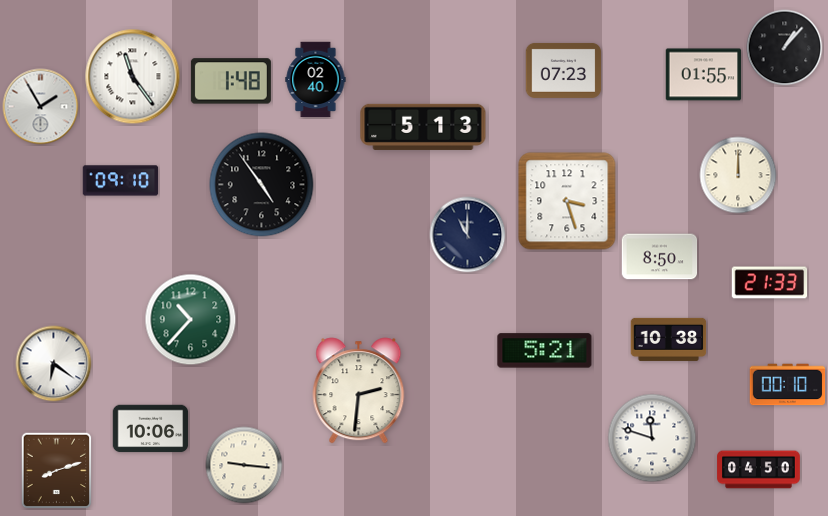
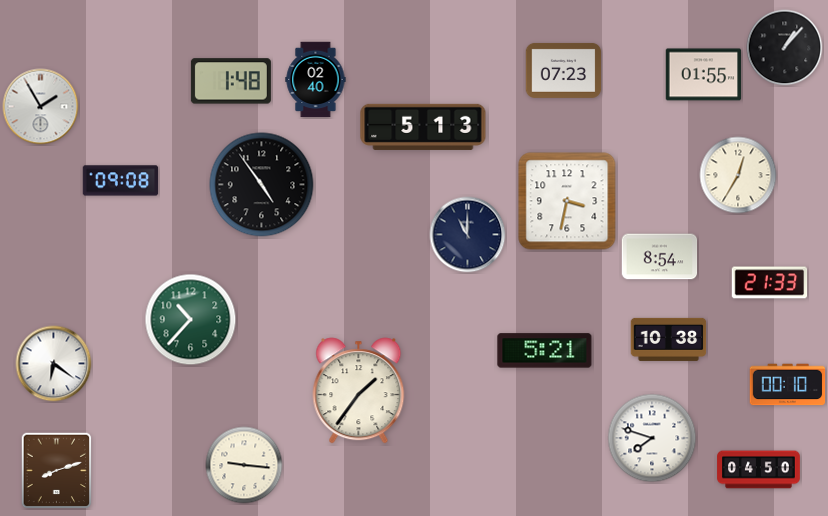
clock at (133, 77): 11:24 -> none
clock at (738, 175): 12:00 -> 12:35
clock at (121, 181): 09:10 -> 09:08
clock at (567, 201): 3:27 -> 3:32
clock at (660, 257): 8:50 -> 8:54
clock at (359, 391): 2:31 -> 1:36
clock at (151, 429): 10:06 -> none
clock at (652, 438): 11:48 -> 7:48
